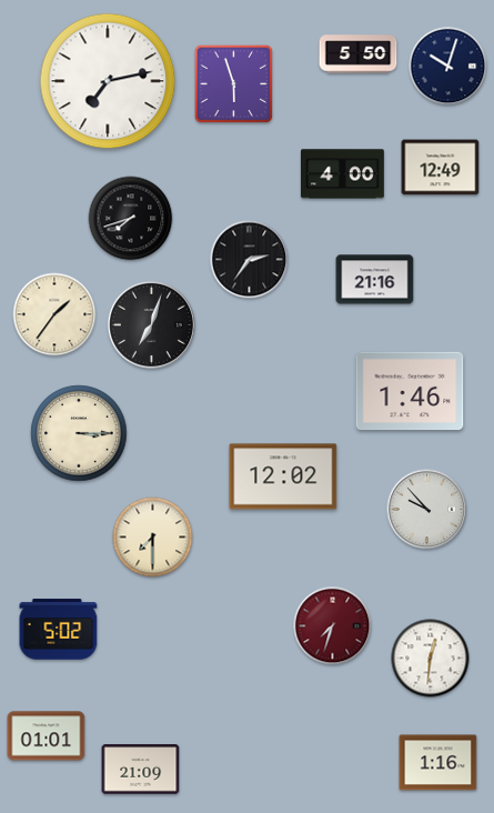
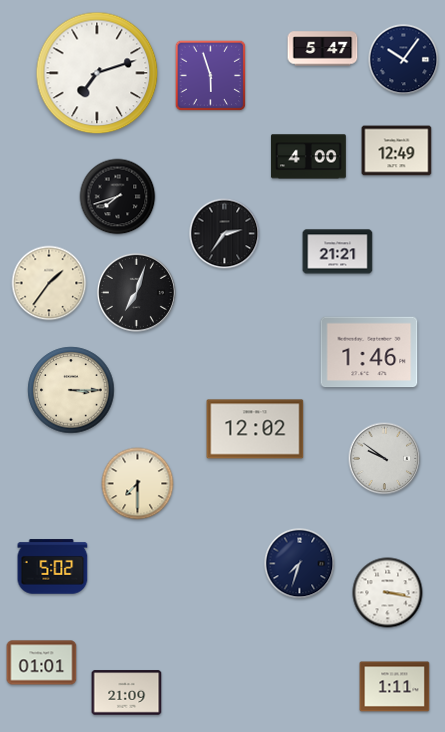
clock at (359, 54): 5:50 -> 5:47
clock at (448, 67): 10:03 -> 10:06
clock at (108, 81): 7:13 -> 7:12
clock at (375, 280): 21:16 -> 21:21
clock at (427, 510): 9:53 -> 9:51
clock at (333, 626) dial: burgundy -> navy
clock at (431, 659): 12:31 -> 3:17
clock at (438, 763): 1:16 -> 1:11
